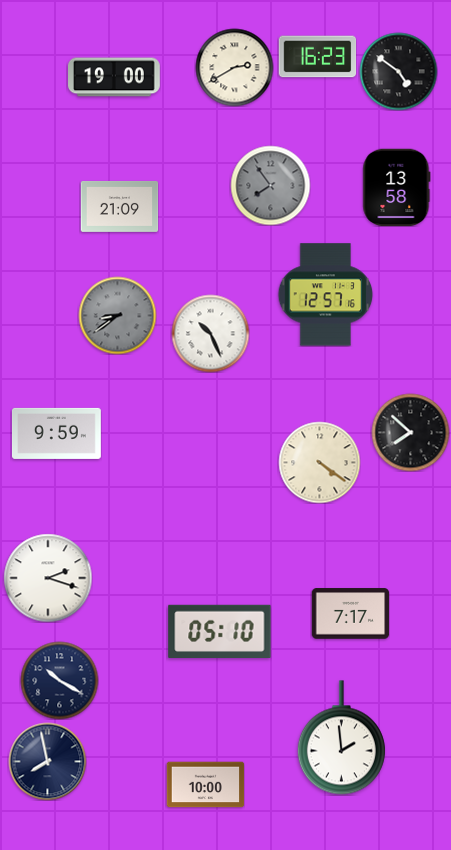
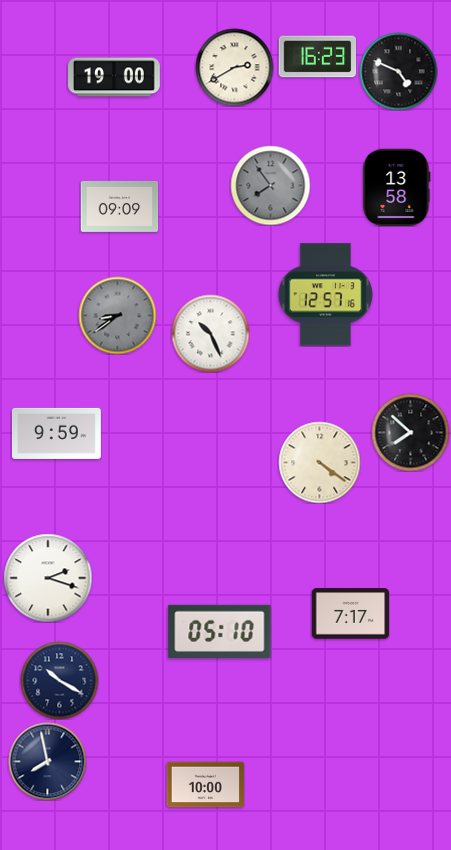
clock at (398, 71): 4:51 -> 4:49
clock at (119, 206): 21:09 -> 09:09
clock at (341, 738): 1:59 -> none
